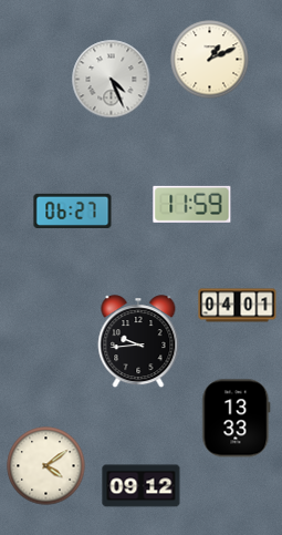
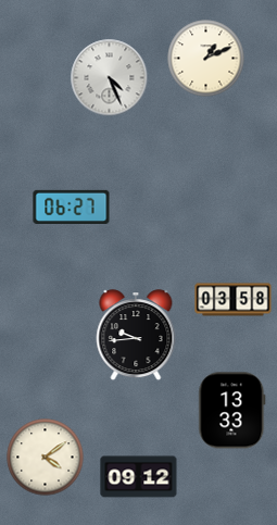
clock at (192, 204): 11:59 -> none
clock at (238, 306): 04:01 -> 03:58
